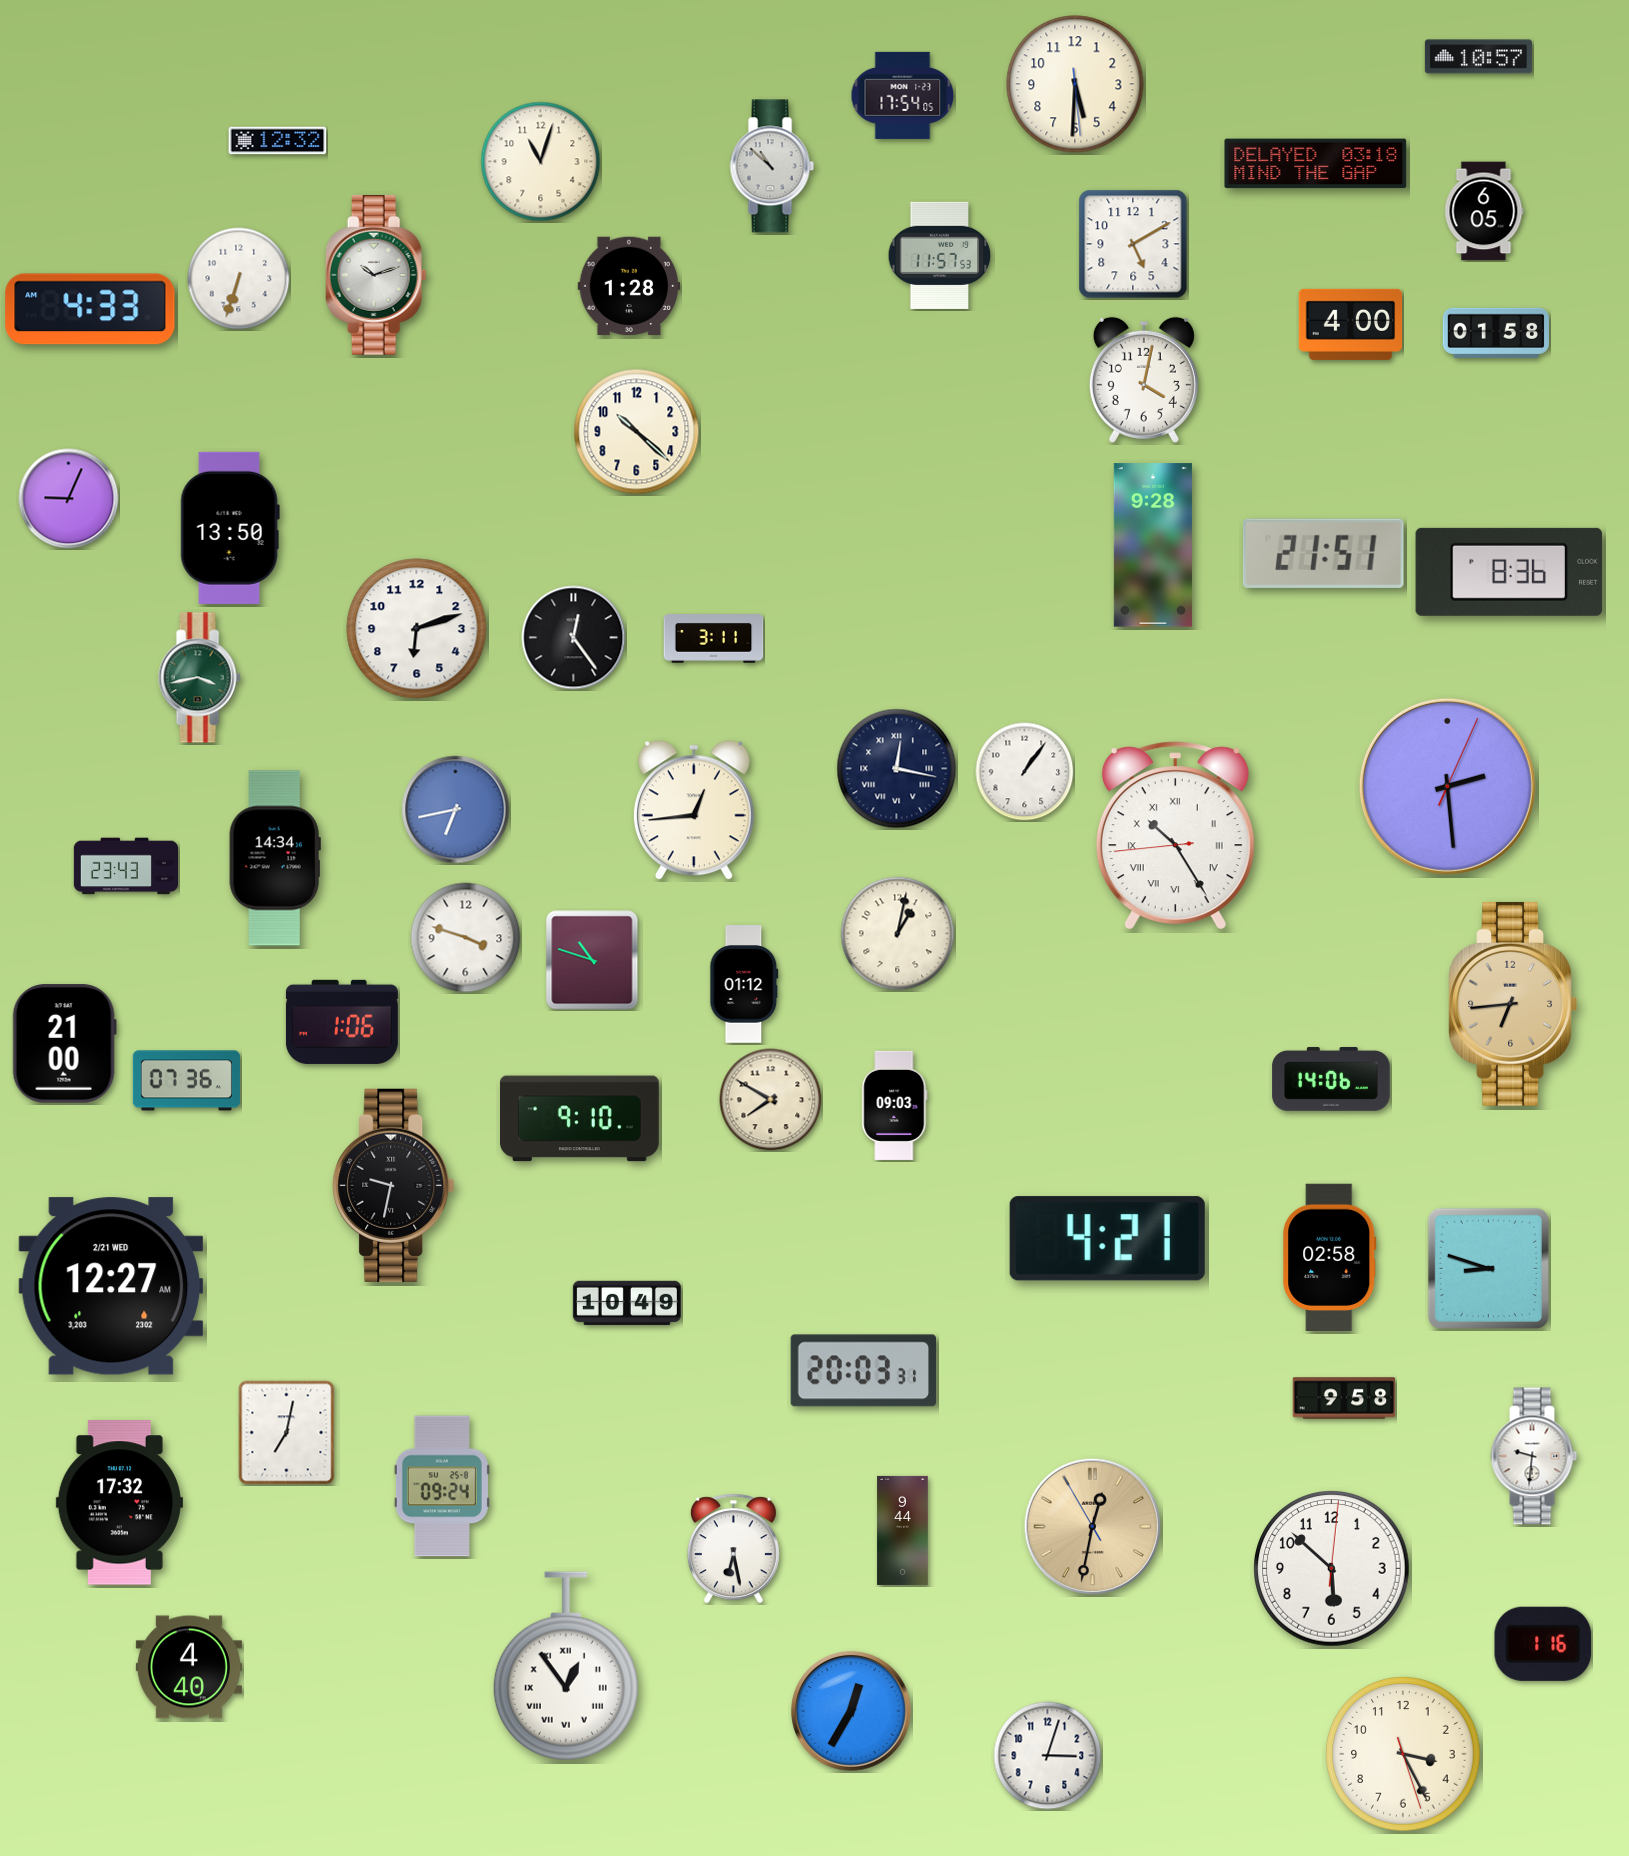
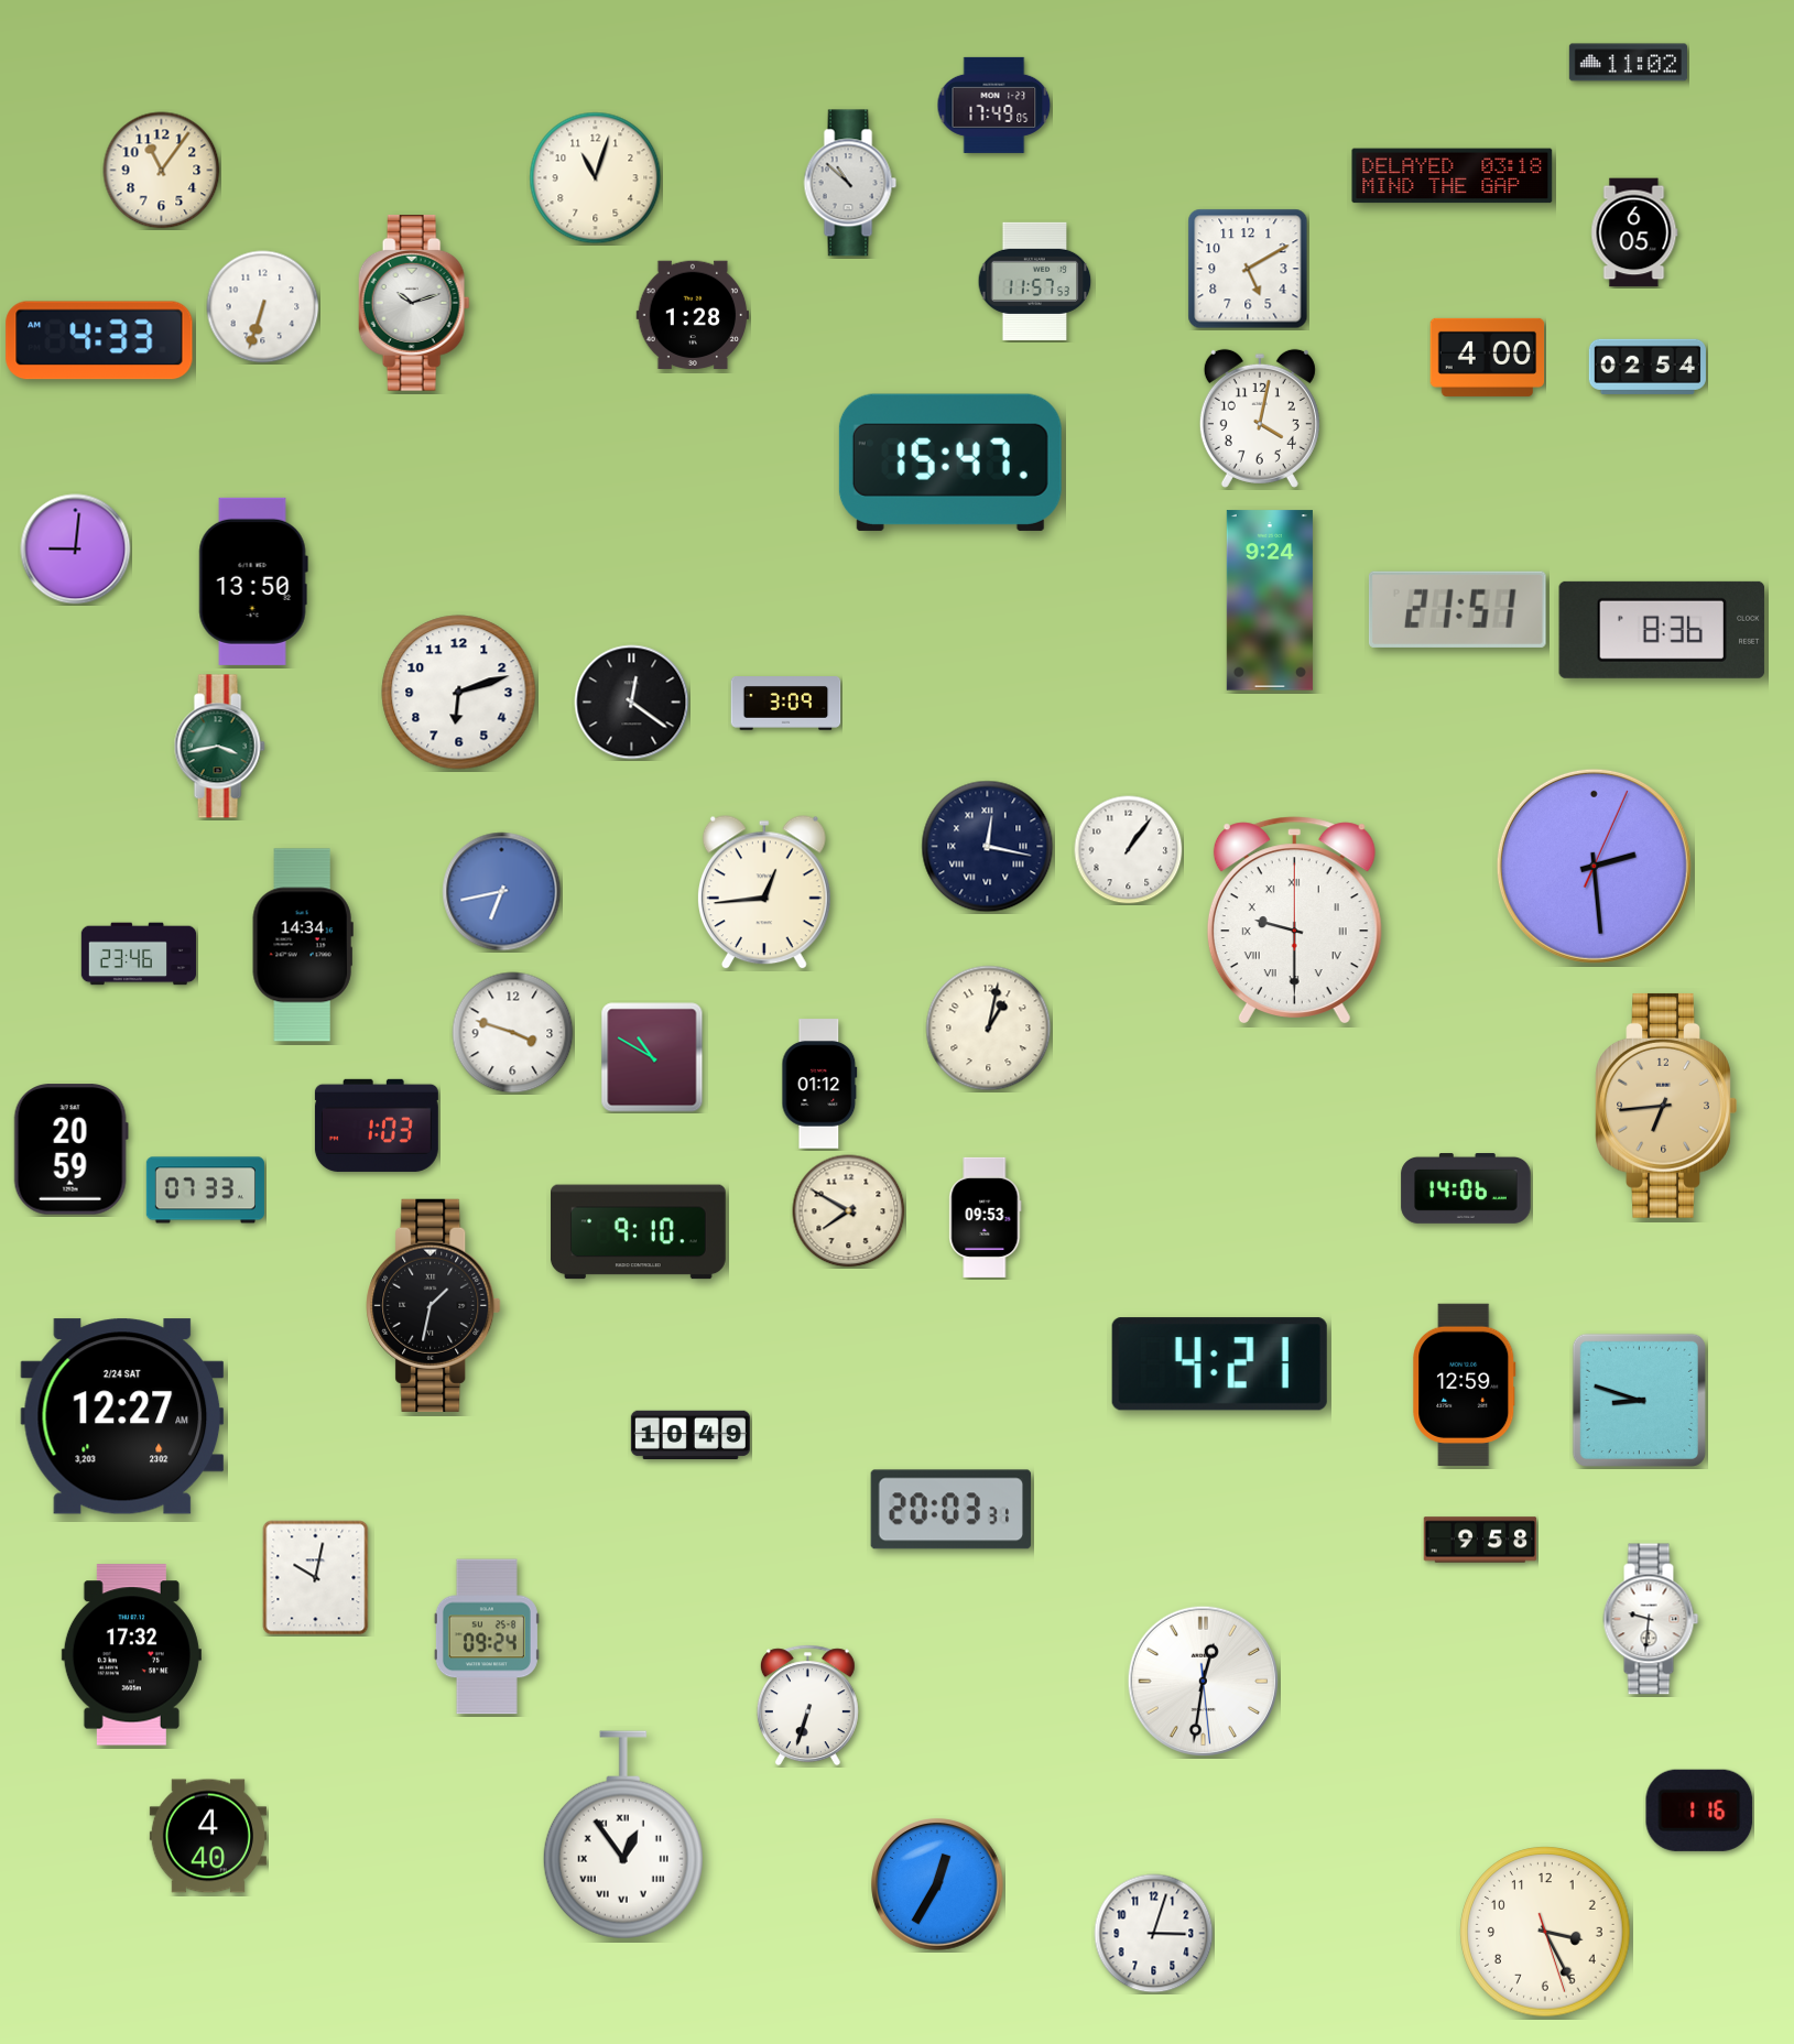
clock at (1478, 57): 10:57 -> 11:02
clock at (1075, 84): 5:30 -> none
clock at (903, 95): 17:54 -> 17:49
clock at (278, 141): 12:32 -> none
clock at (162, 171): none -> 11:06
clock at (1316, 164) position: (1316, 164) -> (1453, 176)
clock at (1496, 333): 01:58 -> 02:54
clock at (950, 463): none -> 15:47
clock at (637, 432): 10:22 -> none
clock at (69, 499): 9:04 -> 9:01
clock at (1153, 545): 9:28 -> 9:24
clock at (574, 638): 12:24 -> 12:21
clock at (714, 639): 3:11 -> 3:09
clock at (1175, 835): 10:24 -> 9:30
clock at (126, 866): 23:43 -> 23:46
clock at (592, 960): 10:48 -> 10:50
clock at (342, 1022): 1:06 -> 1:03
clock at (64, 1044): 21:00 -> 20:59
clock at (186, 1081): 07:36 -> 07:33
clock at (895, 1105): 09:03 -> 09:53
clock at (394, 1185): 9:32 -> 1:32
clock at (1330, 1257): 02:58 -> 12:59
clock at (1488, 1268) position: (1488, 1268) -> (1639, 1400)
clock at (111, 1286) date: 2/21 WED -> 2/24 SAT
clock at (287, 1433): 7:02 -> 10:02
clock at (1534, 1456) position: (1534, 1456) -> (1651, 1619)
clock at (1092, 1526): 12:31:55 -> 12:31:29
clock at (1092, 1526) dial: champagne -> white
clock at (903, 1530): 9:44 -> none
clock at (733, 1549): 6:28 -> 6:33
clock at (1332, 1569): 5:52 -> none
